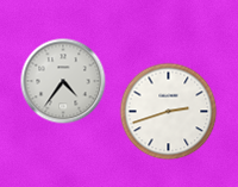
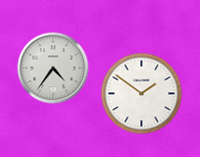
clock at (169, 112): 2:42 -> 1:51
